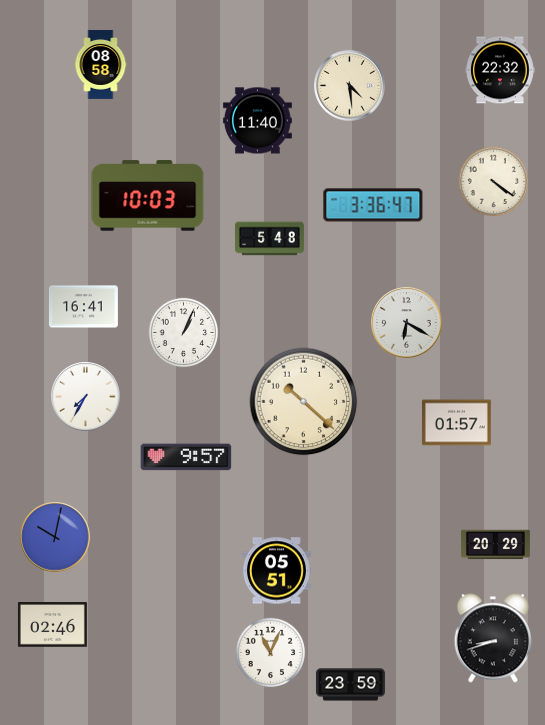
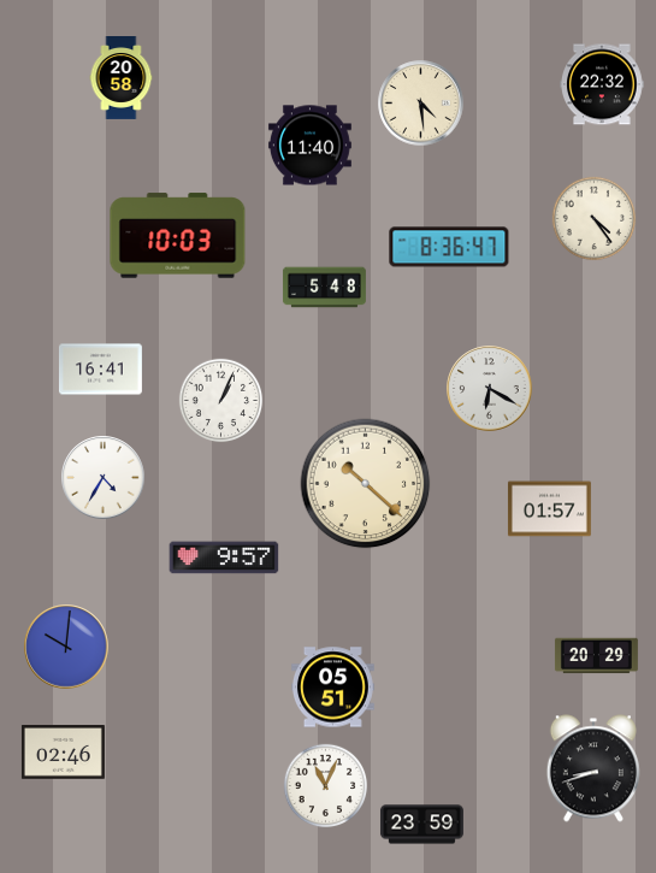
clock at (101, 65): 08:58 -> 20:58
clock at (494, 182): 4:21 -> 4:24
clock at (373, 205): 3:36 -> 8:36
clock at (86, 397): 7:35 -> 4:35
clock at (186, 457) position: (186, 457) -> (224, 558)
clock at (55, 537): 10:02 -> 10:01
